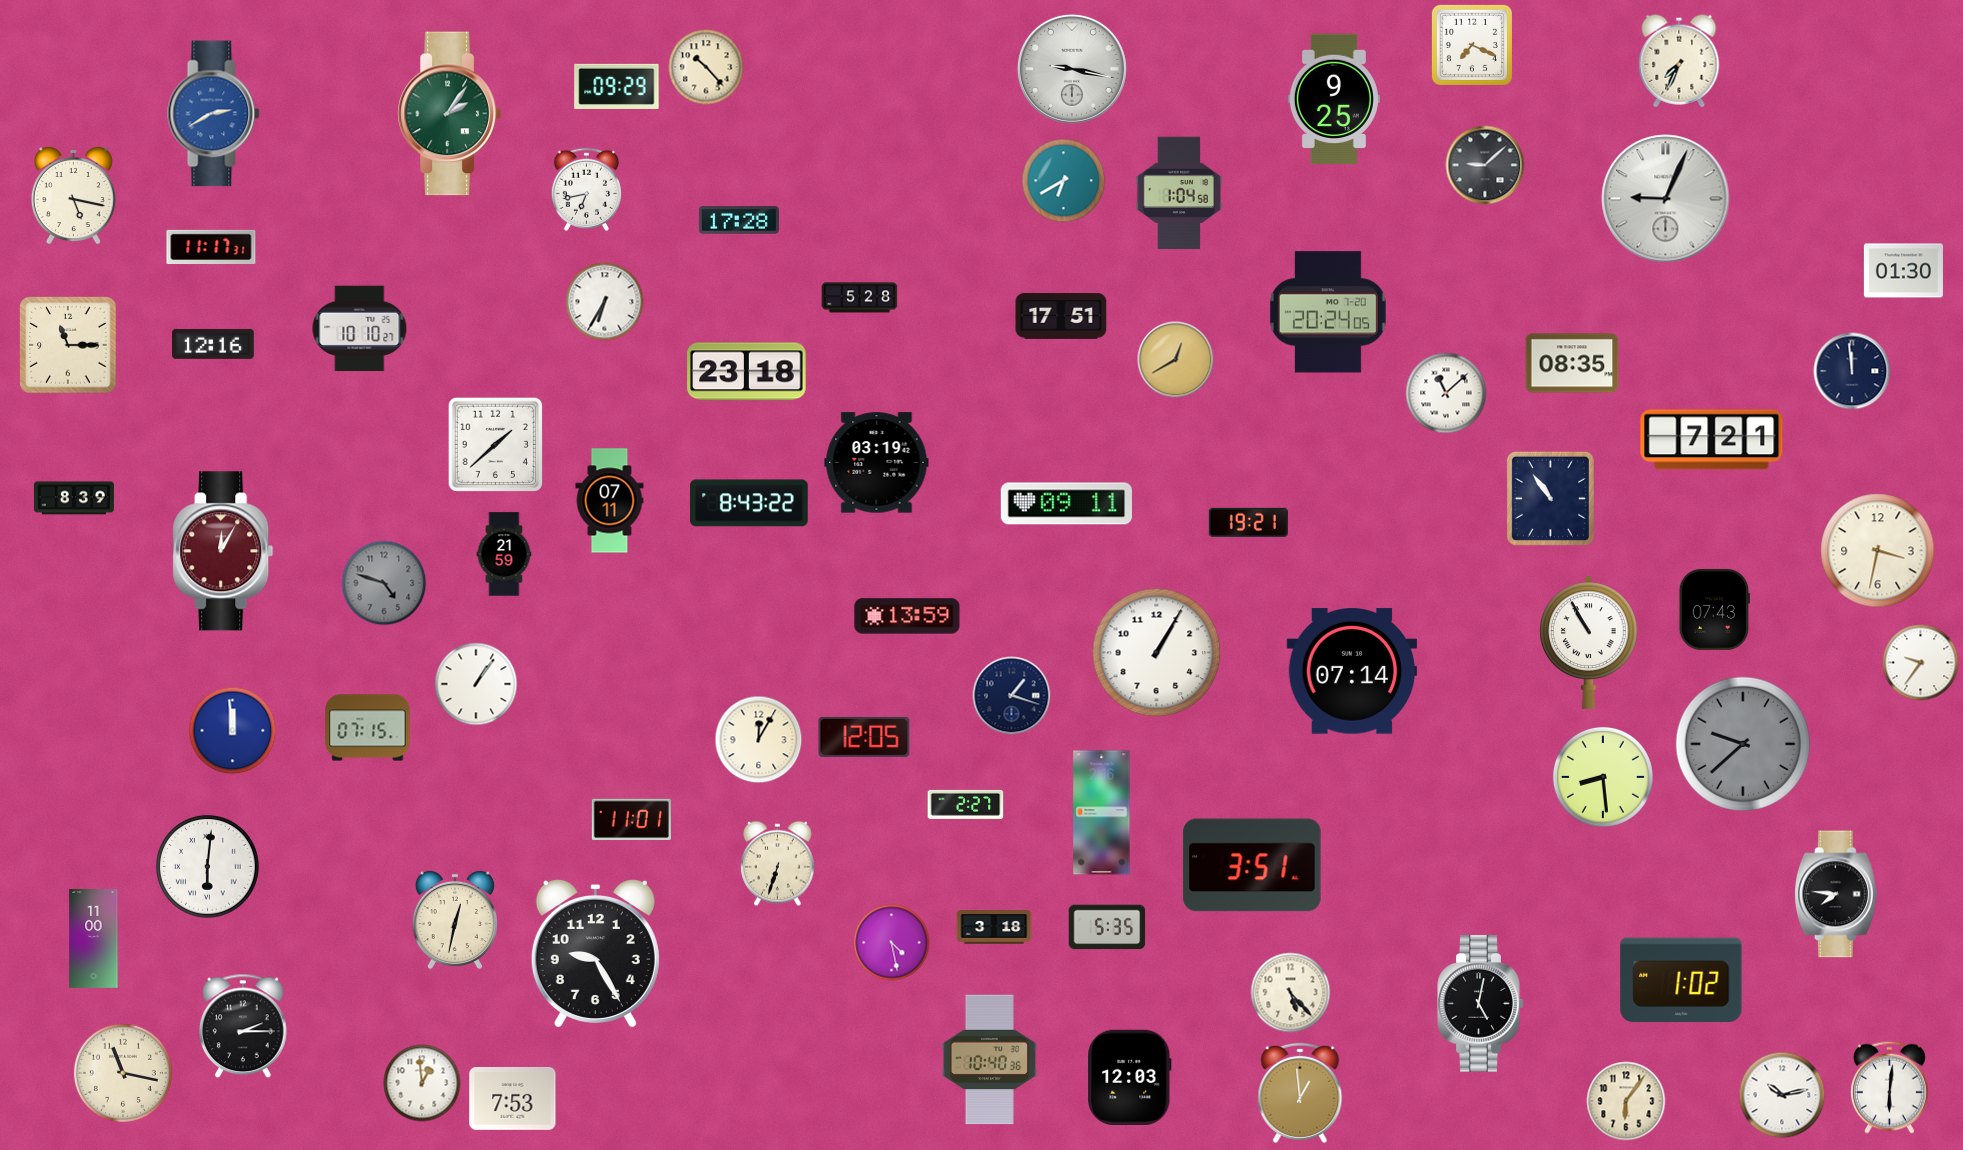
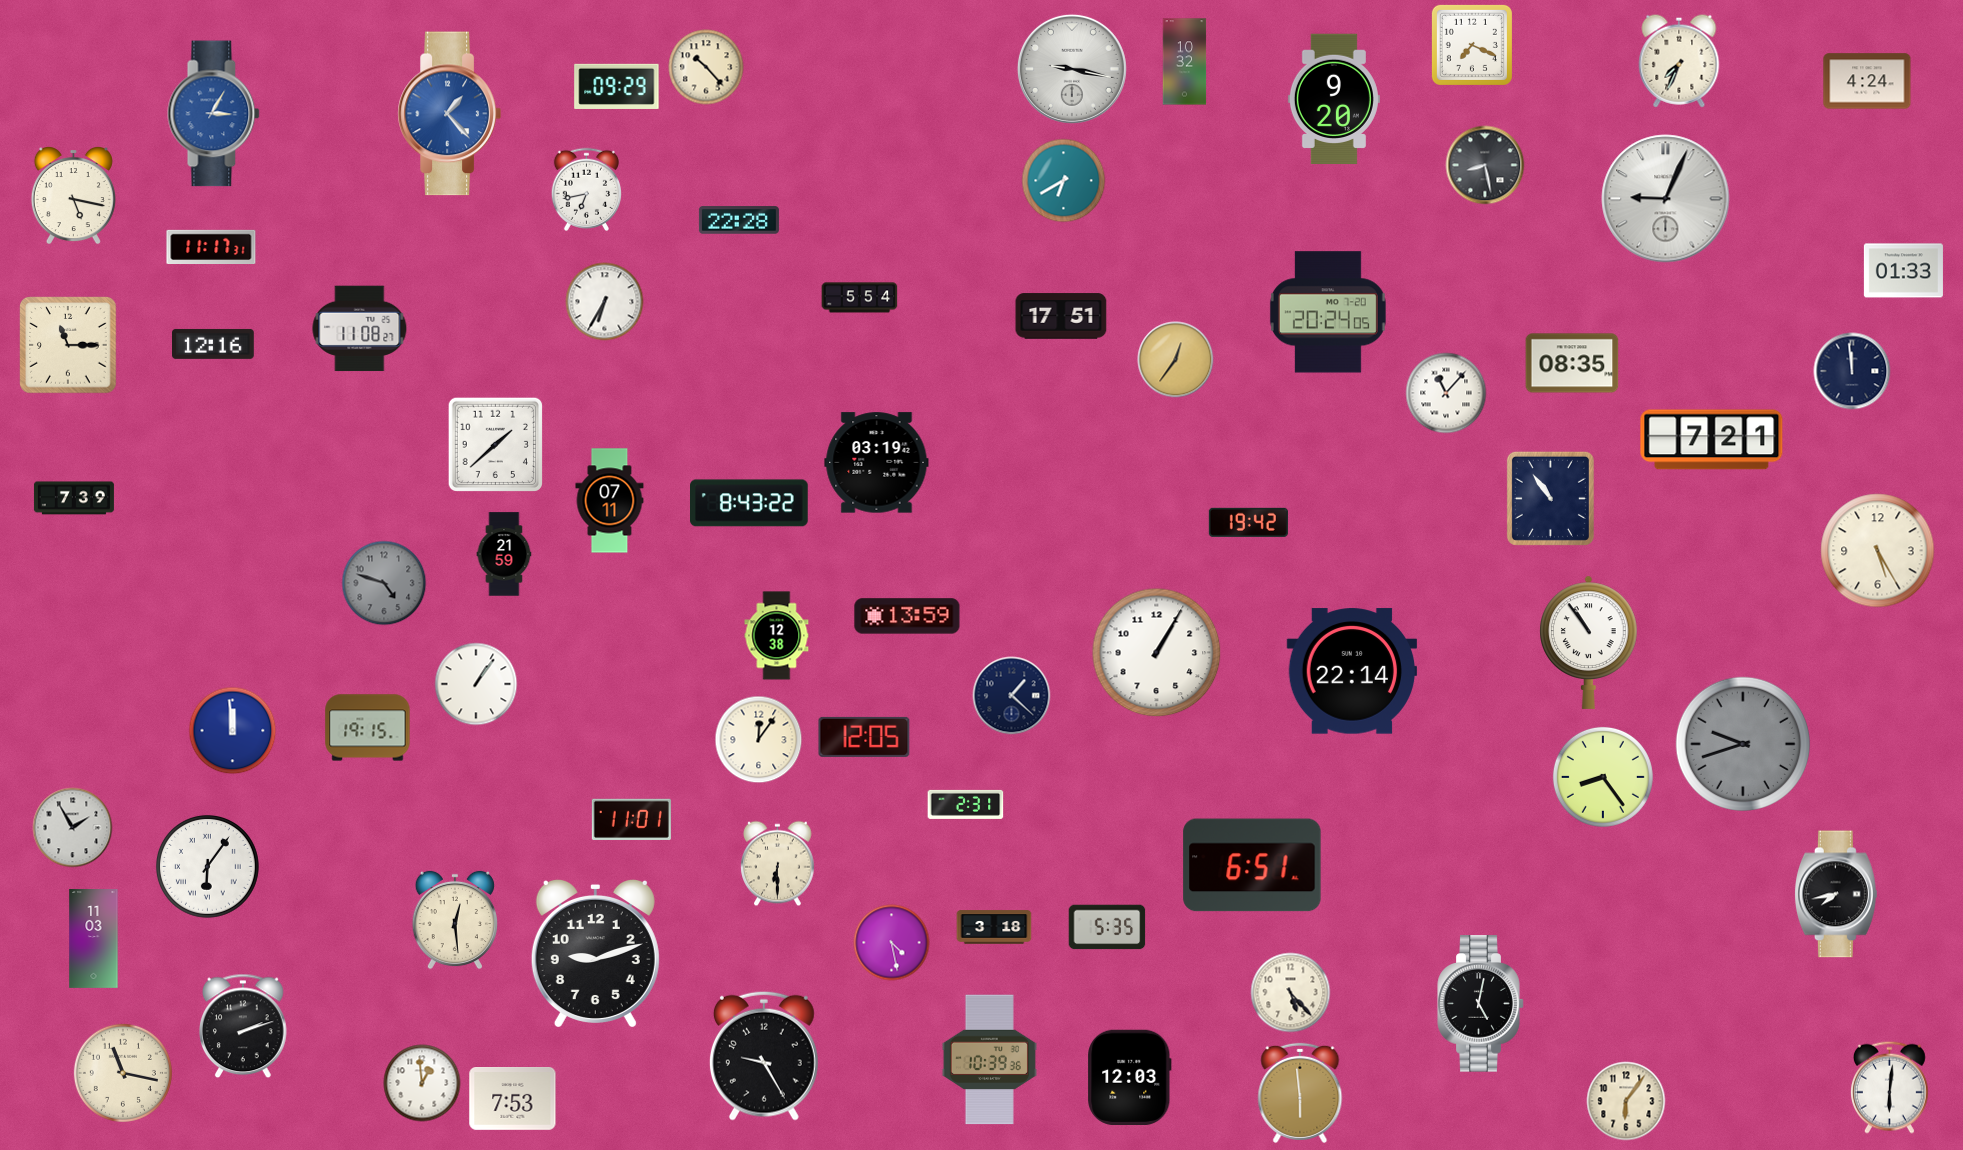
clock at (1185, 62): none -> 10:32
clock at (1867, 81): none -> 4:24
clock at (1334, 99): 9:25 -> 9:20
clock at (214, 114): 2:40 -> 3:05
clock at (449, 114): 2:06 -> 1:23
clock at (449, 114) dial: green -> blue
clock at (1485, 165): 9:08 -> 8:28
clock at (1179, 193): 1:04 -> none
clock at (739, 220): 17:28 -> 22:28
clock at (1903, 271): 01:30 -> 01:33
clock at (860, 298): 5:28 -> 5:54
clock at (360, 329): 10:10 -> 11:08
clock at (1176, 360): 12:40 -> 12:36
clock at (747, 372): 23:18 -> none
clock at (1446, 393): 11:08 -> 11:07
clock at (74, 498): 8:39 -> 7:39
clock at (1066, 504): 09:11 -> none
clock at (1248, 522): 19:21 -> 19:42
clock at (223, 551): 12:05 -> none
clock at (1878, 551): 3:32 -> 5:25
clock at (1714, 609): 07:43 -> none
clock at (777, 636): none -> 12:38
clock at (1589, 642): 10:55 -> 10:54
clock at (1921, 663): 9:36 -> none
clock at (1351, 671): 07:14 -> 22:14
clock at (1012, 696): 1:18 -> 1:22
clock at (368, 728): 07:15 -> 19:15
clock at (759, 740): 12:05 -> 12:06
clock at (1743, 744): 9:38 -> 9:42
clock at (1603, 777): 8:29 -> 8:24
clock at (966, 804): 2:27 -> 2:31
clock at (1102, 813): 2:16 -> none
clock at (73, 828): none -> 1:55
clock at (778, 864): 6:33 -> 6:30
clock at (1252, 865): 3:51 -> 6:51
clock at (207, 866): 6:01 -> 6:06
clock at (1836, 894): 7:46 -> 7:43
clock at (455, 920): 12:32 -> 12:29
clock at (94, 939): 11:00 -> 11:03
clock at (595, 953): 9:25 -> 9:12
clock at (1681, 980): 1:02 -> none
clock at (244, 1026): 2:15 -> 2:12
clock at (764, 1056): none -> 9:25
clock at (989, 1060): 10:40 -> 10:39
clock at (1300, 1093): 12:59 -> 5:59
clock at (1782, 1095): 10:13 -> none
